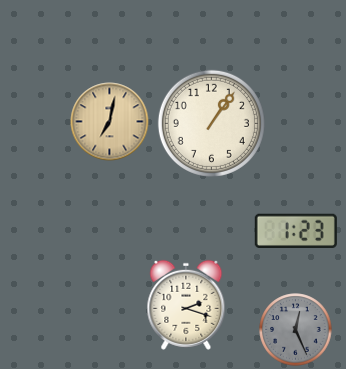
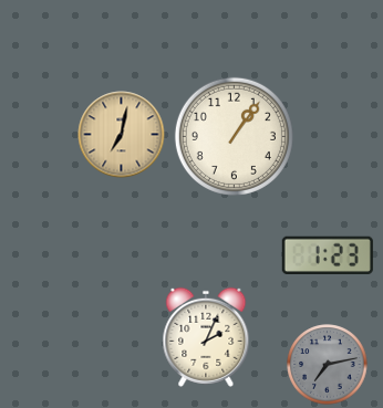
clock at (186, 305): 2:18 -> 2:04
clock at (296, 330): 12:26 -> 7:13
